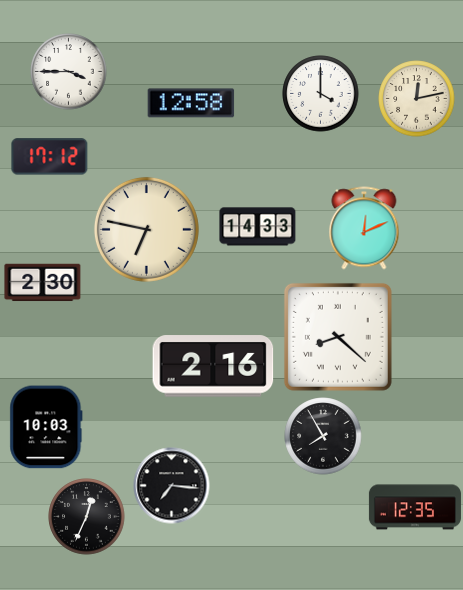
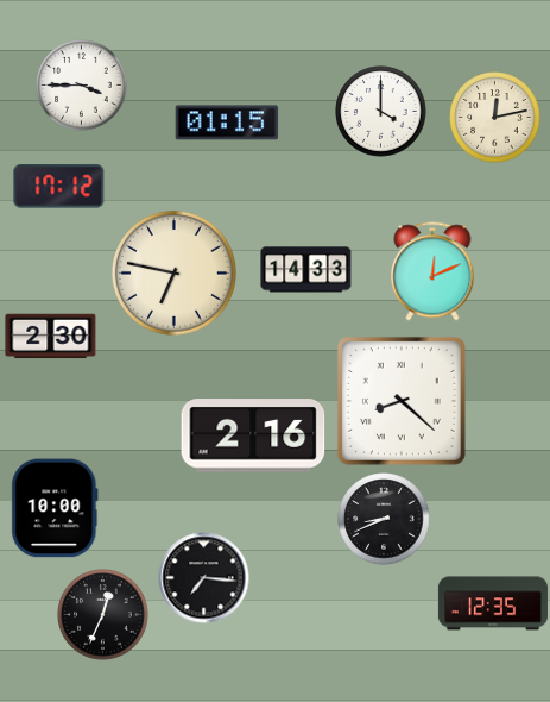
clock at (191, 103): 12:58 -> 01:15
clock at (46, 427): 10:03 -> 10:00
clock at (323, 436): 7:55 -> 8:41
